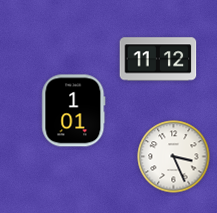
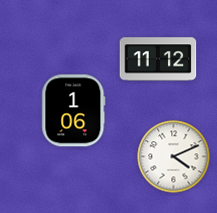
clock at (74, 111): 1:01 -> 1:06
clock at (174, 157): 3:26 -> 4:11
